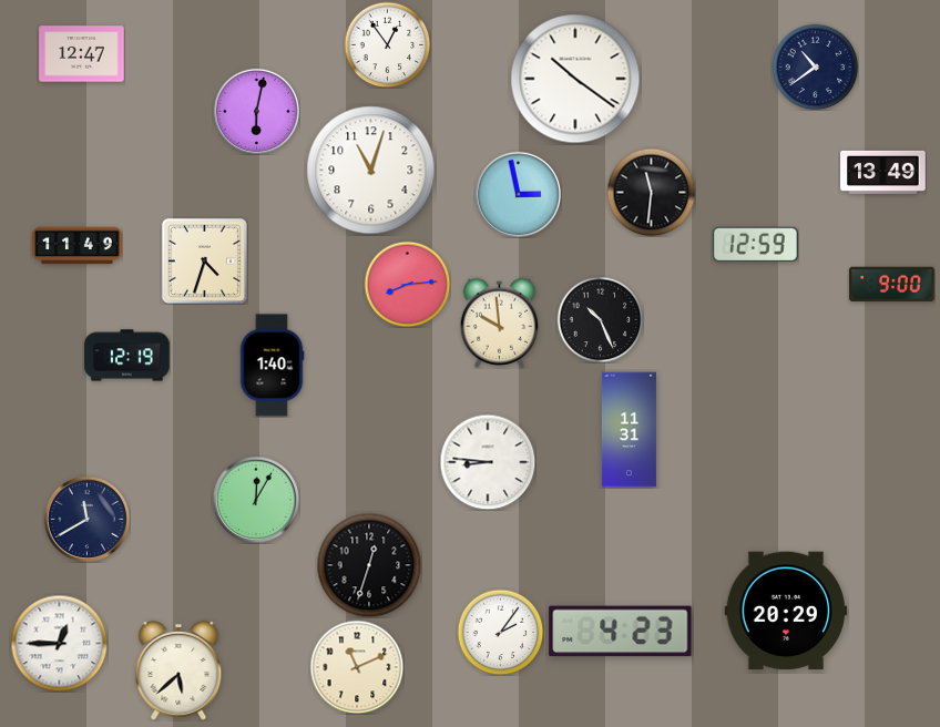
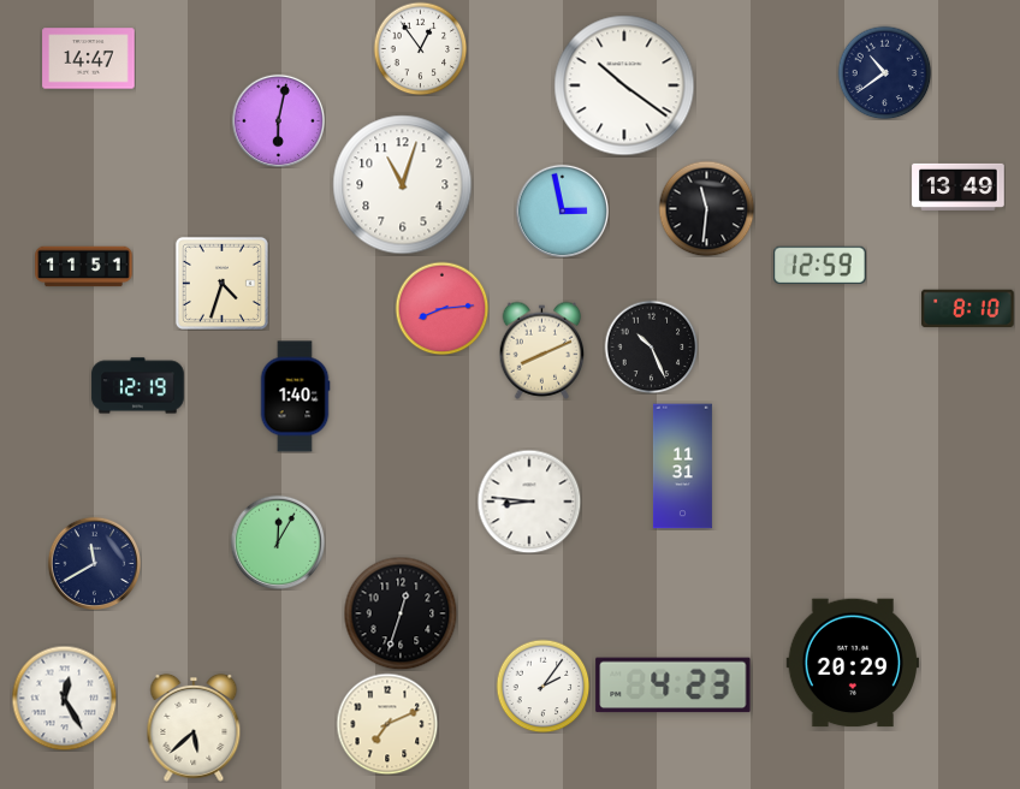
clock at (82, 54): 12:47 -> 14:47
clock at (78, 246): 11:49 -> 11:51
clock at (892, 285): 9:00 -> 8:10
clock at (500, 322): 9:59 -> 8:11
clock at (59, 643): 12:45 -> 12:25
clock at (357, 667): 11:11 -> 7:11
